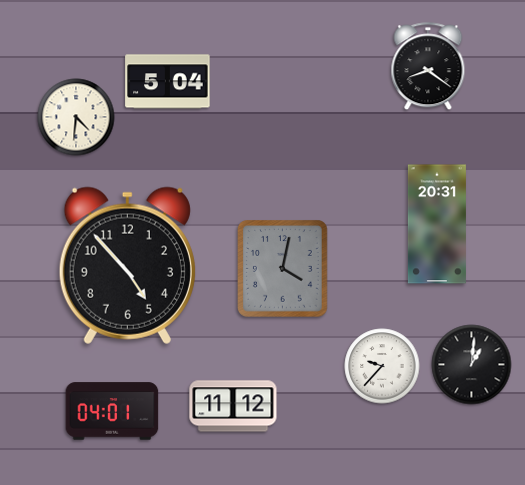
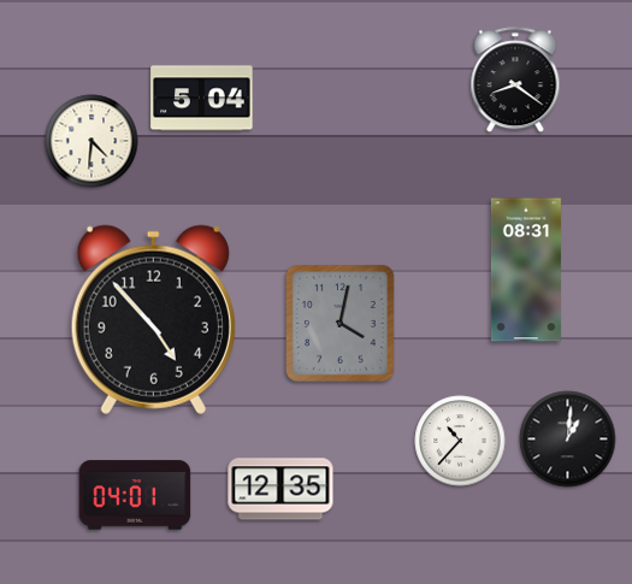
clock at (437, 224): 20:31 -> 08:31
clock at (382, 366): 9:37 -> 10:37
clock at (233, 406): 11:12 -> 12:35
